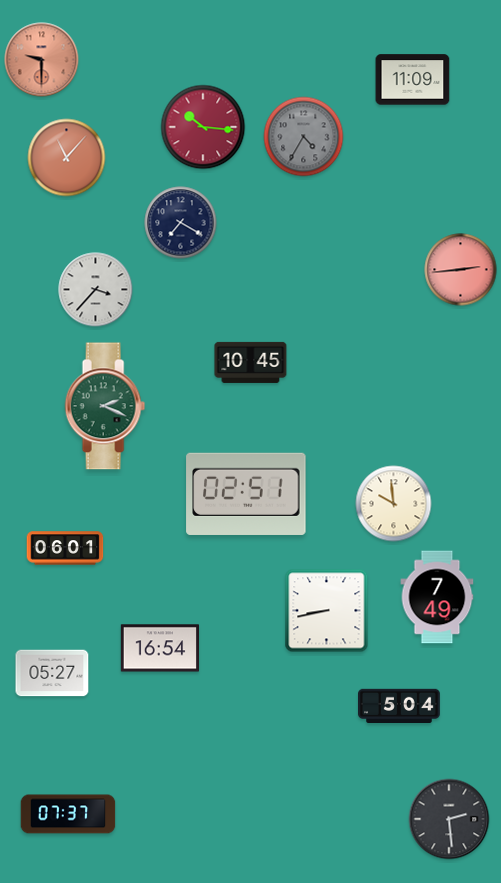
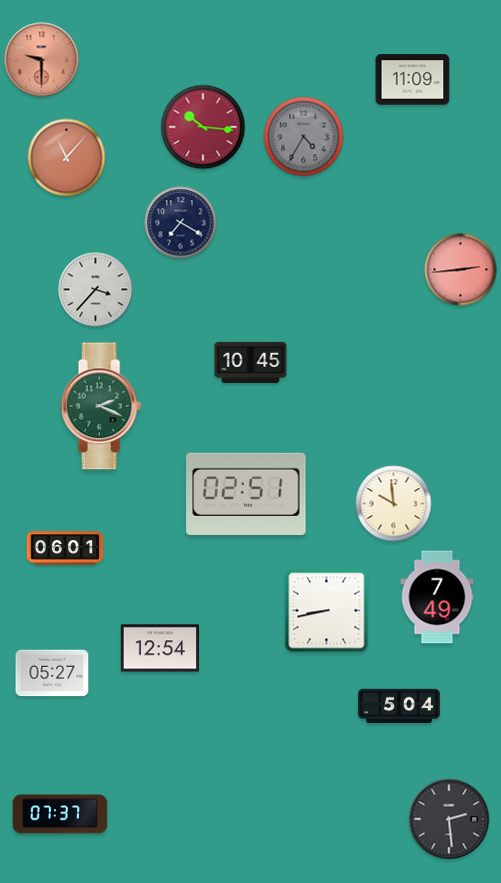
clock at (105, 406) position: (105, 406) -> (101, 406)
clock at (159, 648): 16:54 -> 12:54
clock at (68, 814) position: (68, 814) -> (60, 814)
